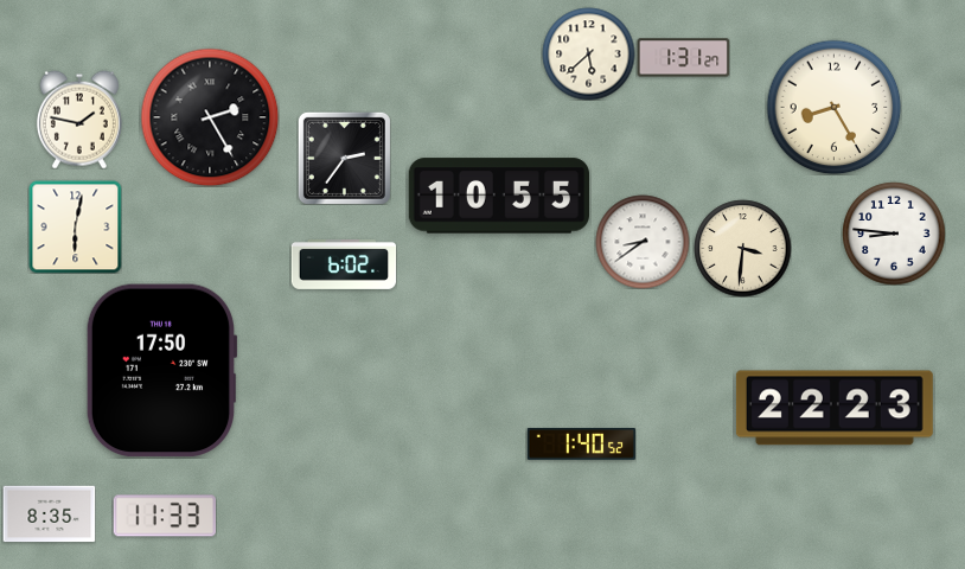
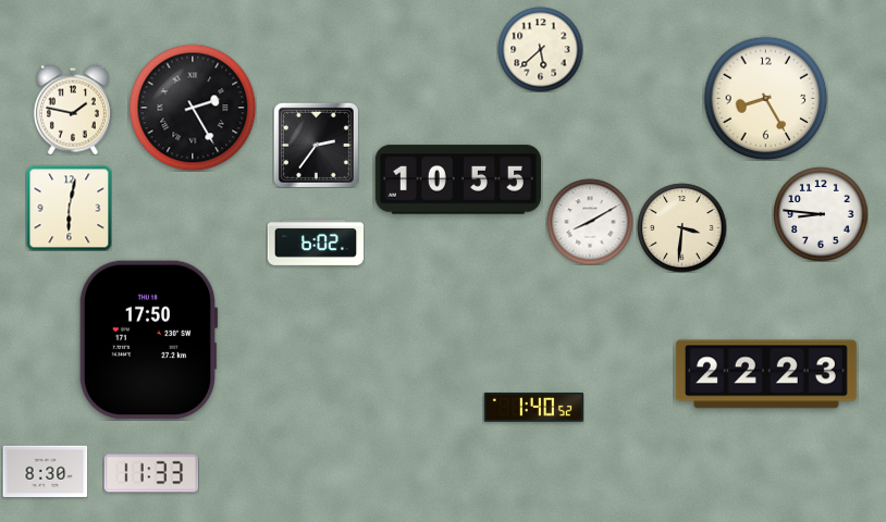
clock at (683, 58): 1:31 -> none
clock at (643, 242): 8:39 -> 8:10
clock at (49, 514): 8:35 -> 8:30
